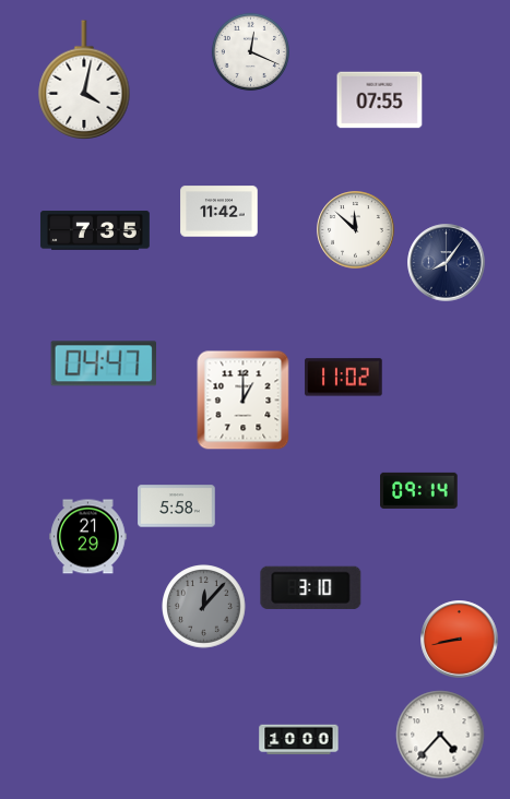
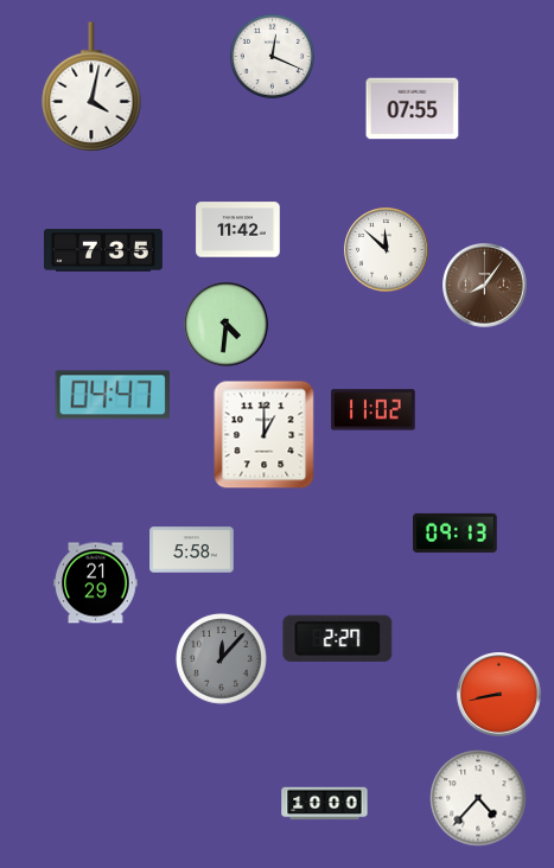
clock at (447, 263) dial: navy -> brown
clock at (227, 325): none -> 4:31
clock at (419, 490): 09:14 -> 09:13
clock at (311, 587): 3:10 -> 2:27
